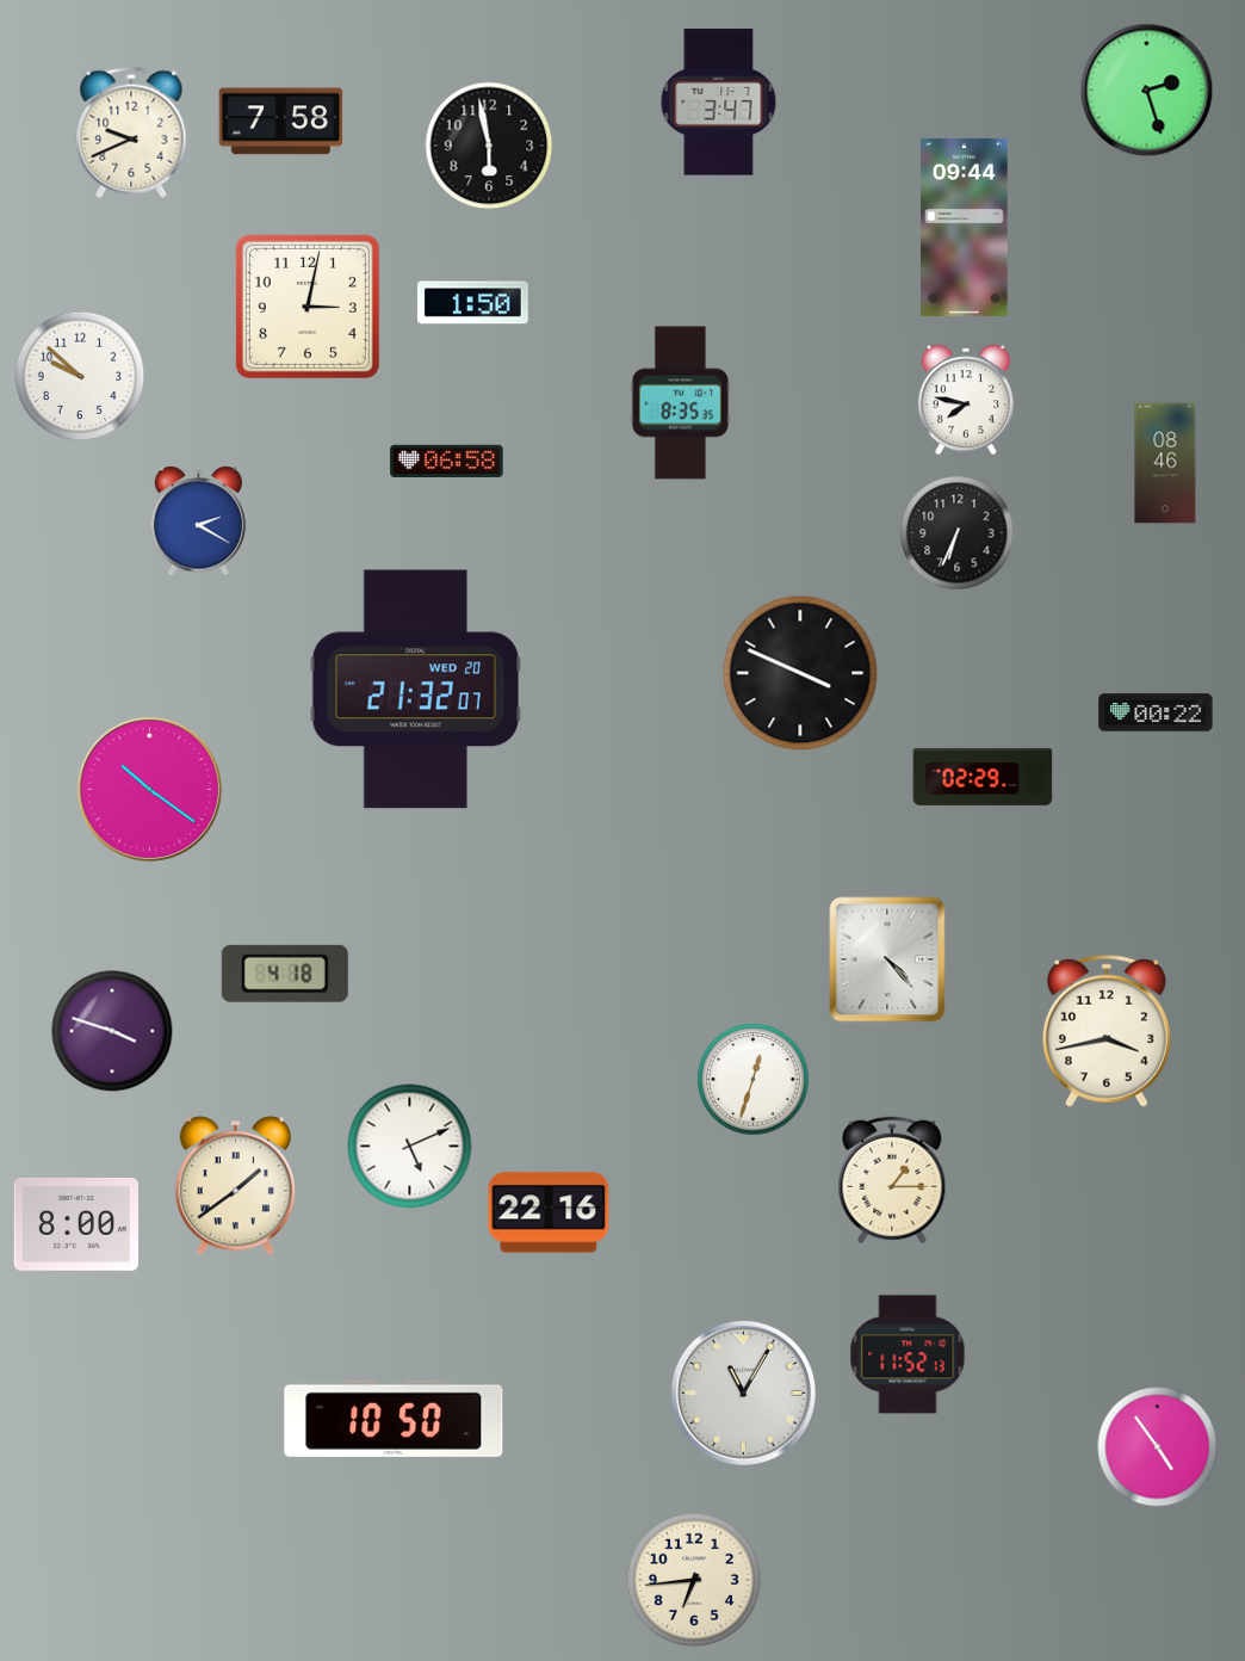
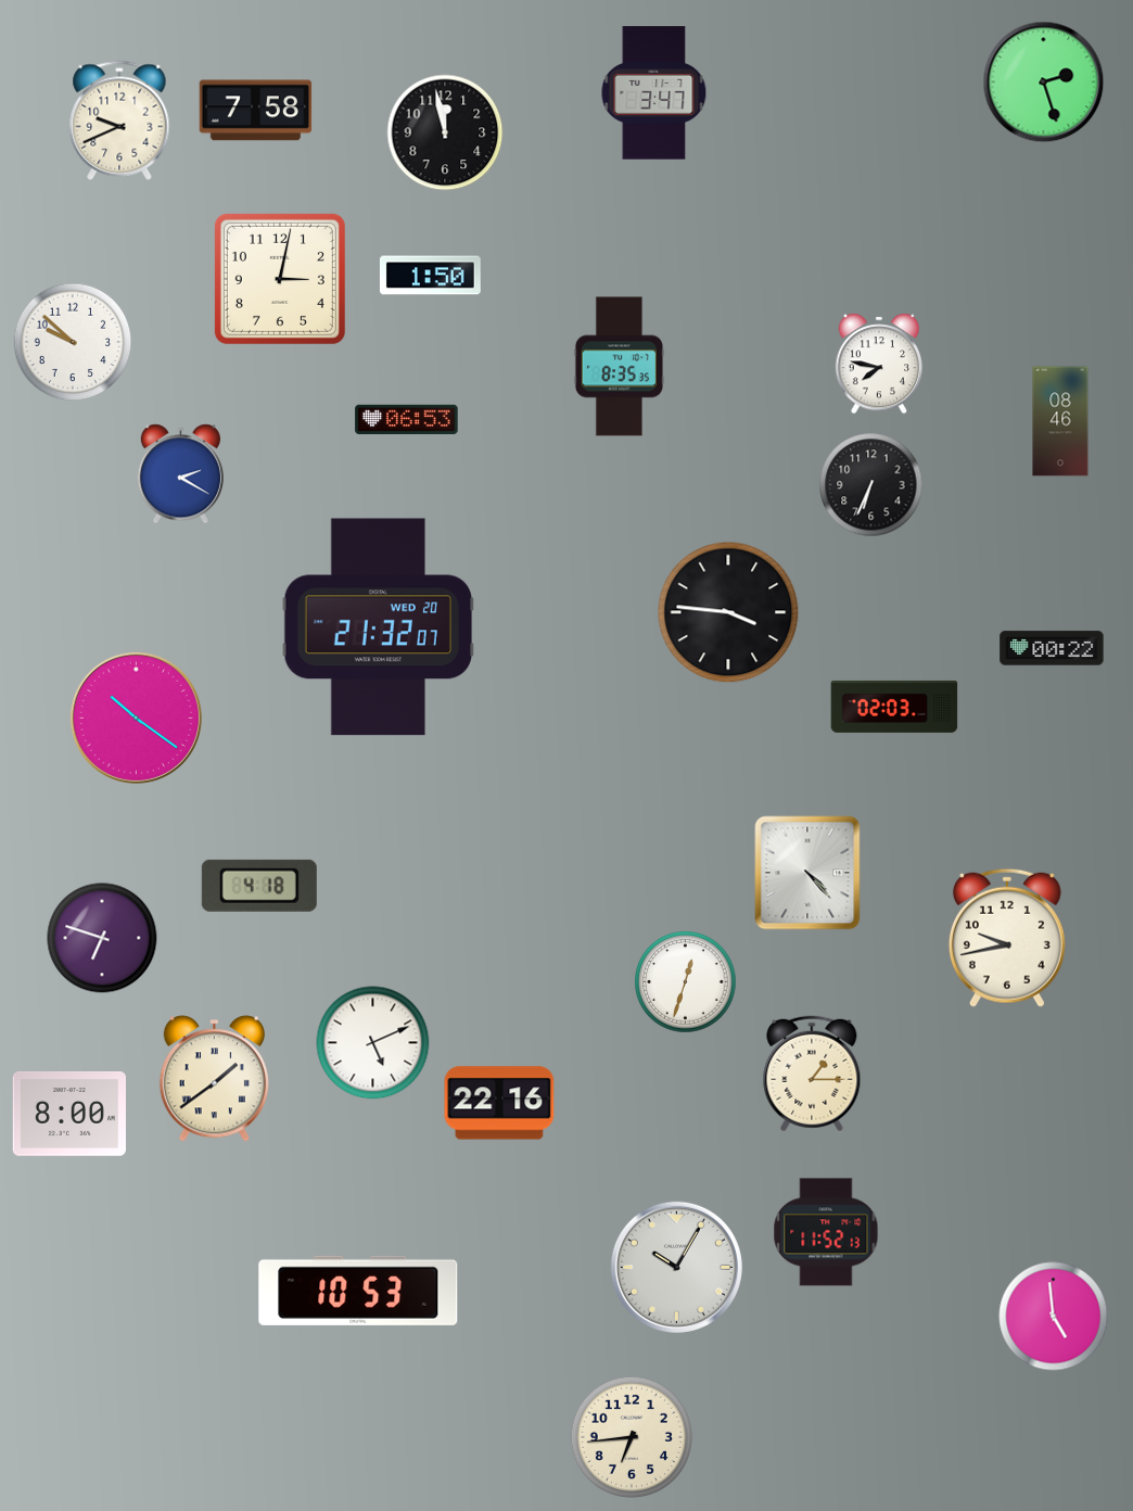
clock at (489, 146): 5:58 -> 11:58
clock at (965, 227): 09:44 -> none
clock at (447, 461): 06:58 -> 06:53
clock at (800, 673): 3:49 -> 3:46
clock at (983, 777): 02:29 -> 02:03
clock at (112, 1031): 3:48 -> 6:48
clock at (1107, 1031): 3:43 -> 9:43
clock at (743, 1393): 11:05 -> 10:05
clock at (394, 1419): 10:50 -> 10:53
clock at (1158, 1447): 4:54 -> 4:59
